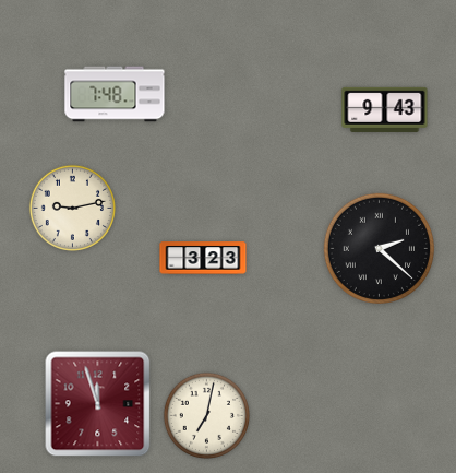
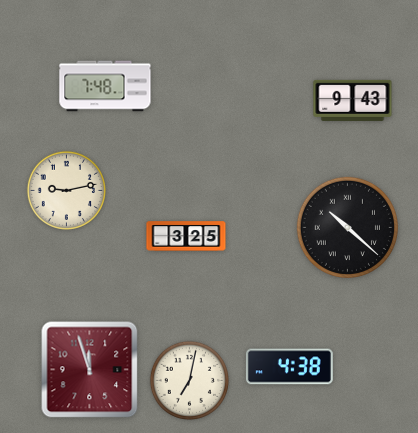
clock at (379, 248): 2:22 -> 10:22
clock at (203, 258): 3:23 -> 3:25
clock at (289, 367): none -> 4:38
